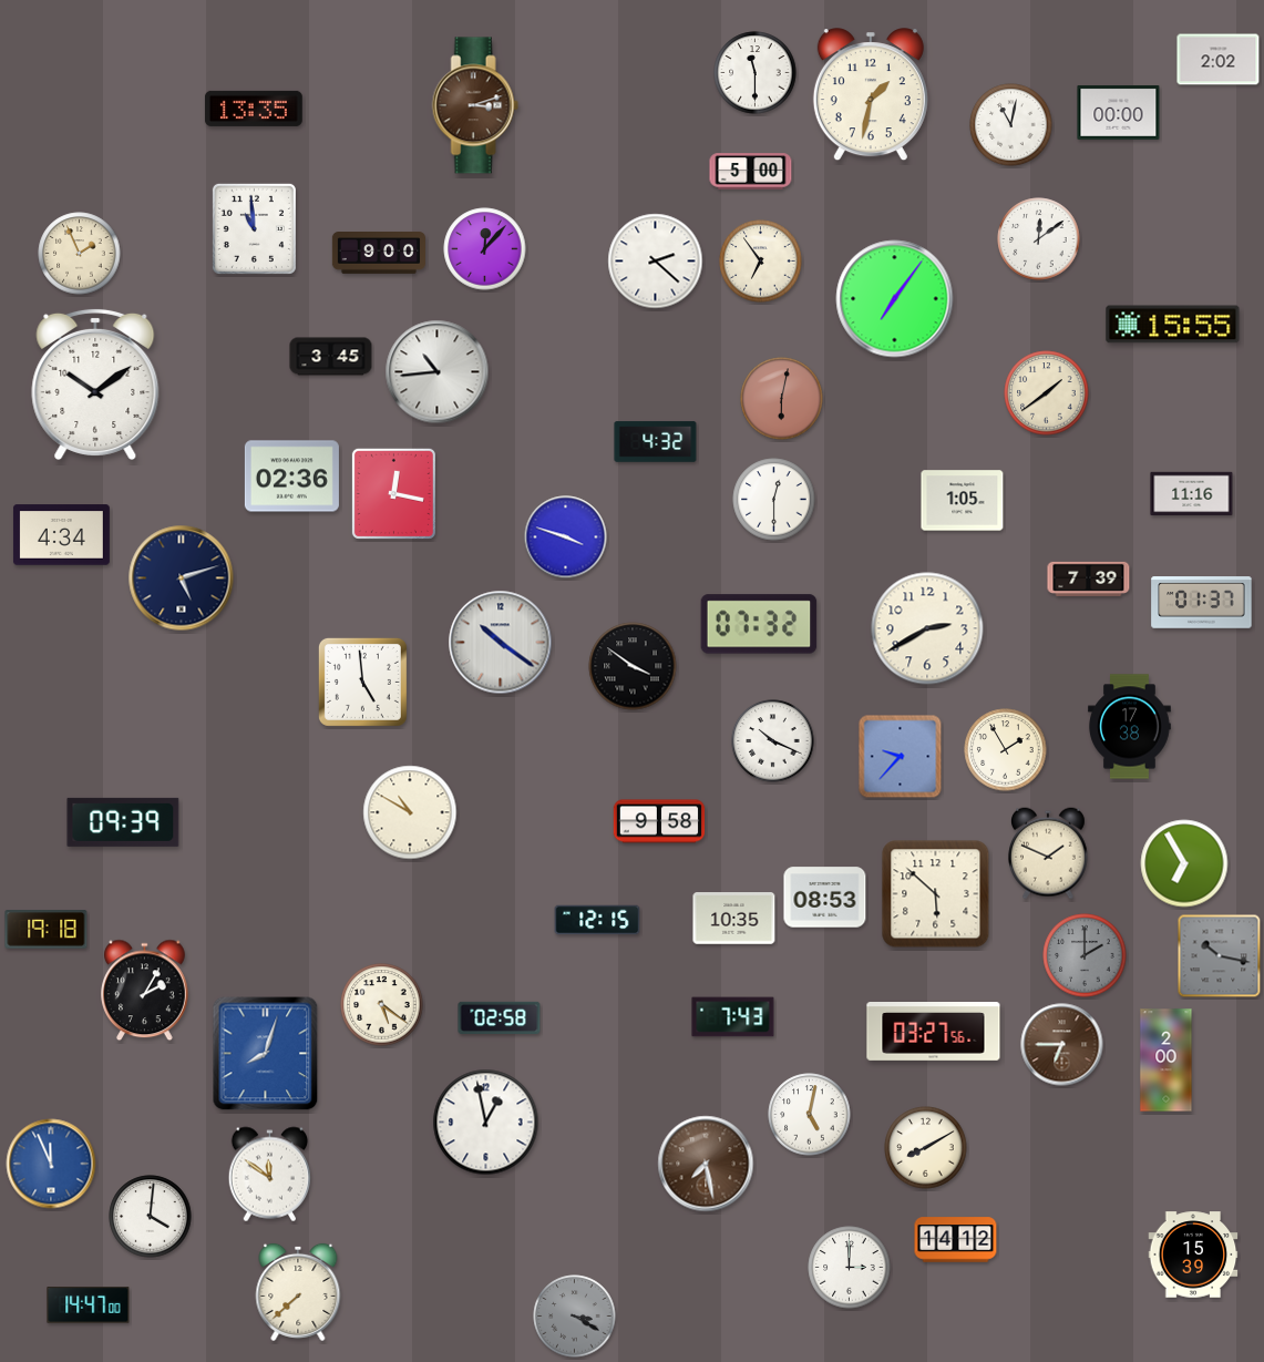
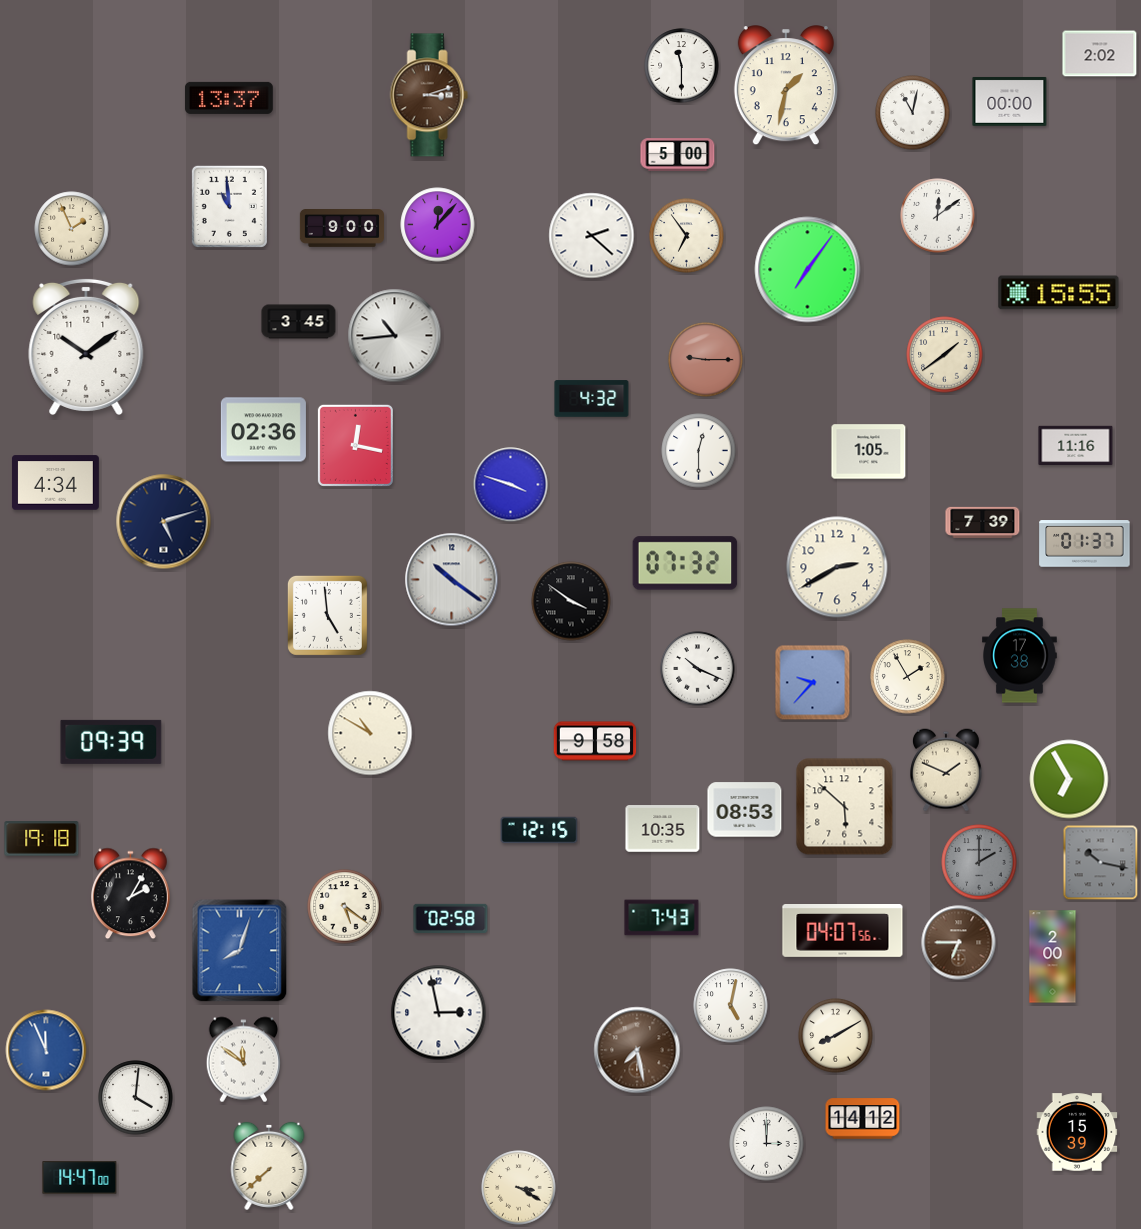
clock at (254, 109): 13:35 -> 13:37
clock at (782, 399): 6:02 -> 9:15
clock at (934, 1032): 03:27 -> 04:07
clock at (486, 1123): 12:58 -> 2:58
clock at (575, 1317) dial: grey -> cream
